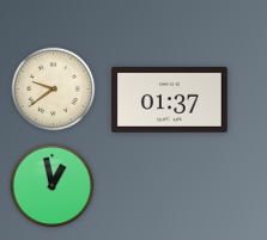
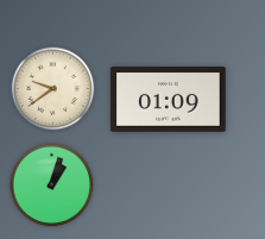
clock at (170, 99): 01:37 -> 01:09
clock at (53, 186): 12:58 -> 1:03
